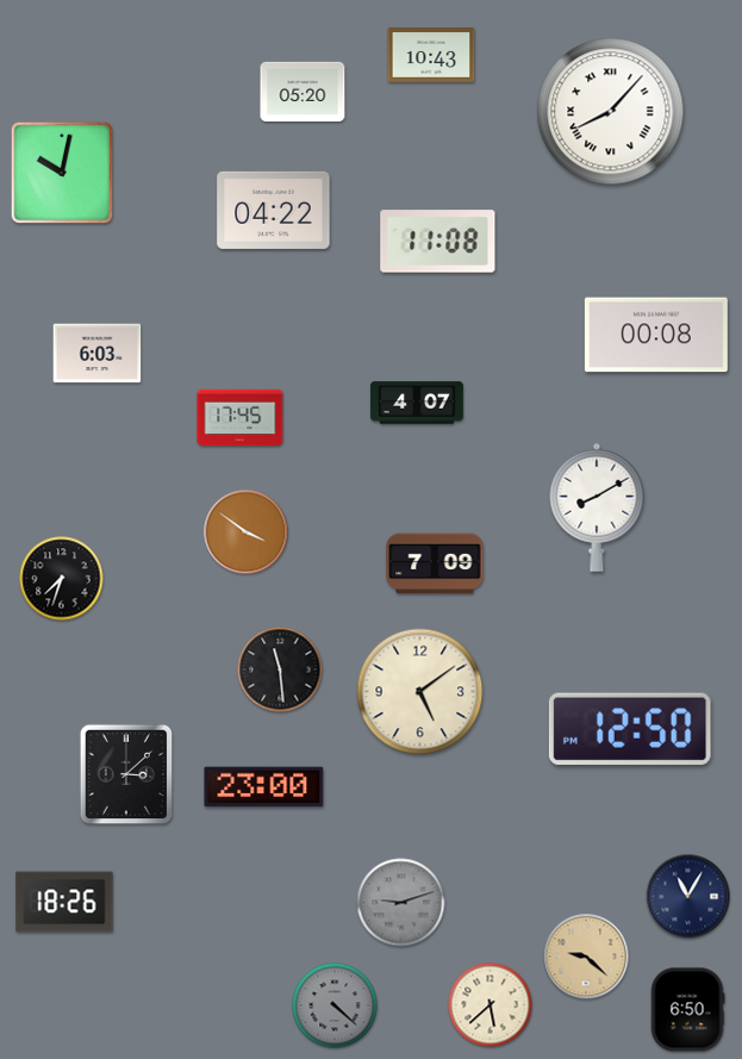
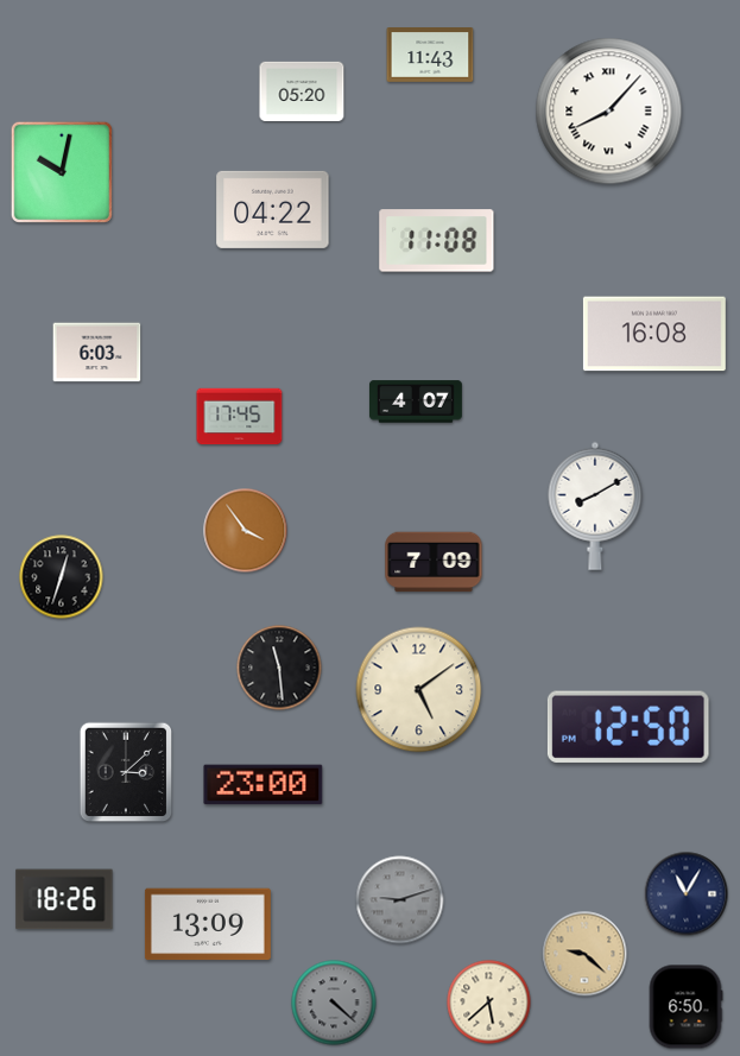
clock at (431, 56): 10:43 -> 11:43
clock at (656, 335): 00:08 -> 16:08
clock at (247, 532): 3:51 -> 3:54
clock at (62, 579): 7:33 -> 12:33
clock at (208, 924): none -> 13:09
